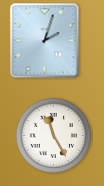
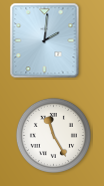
clock at (45, 41): 2:03 -> 2:01
